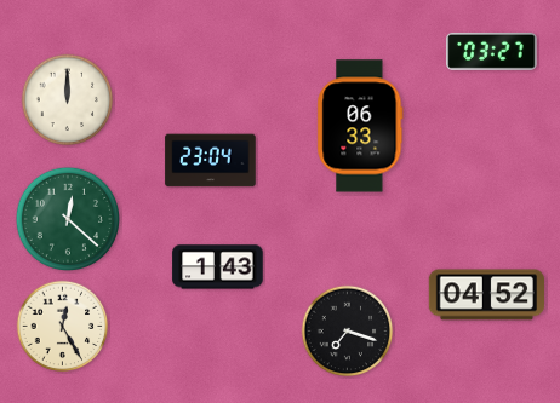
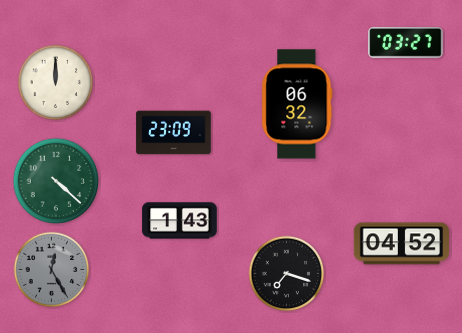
clock at (360, 126): 06:33 -> 06:32
clock at (211, 161): 23:04 -> 23:09
clock at (68, 219): 12:22 -> 4:22
clock at (63, 327) dial: cream -> grey
